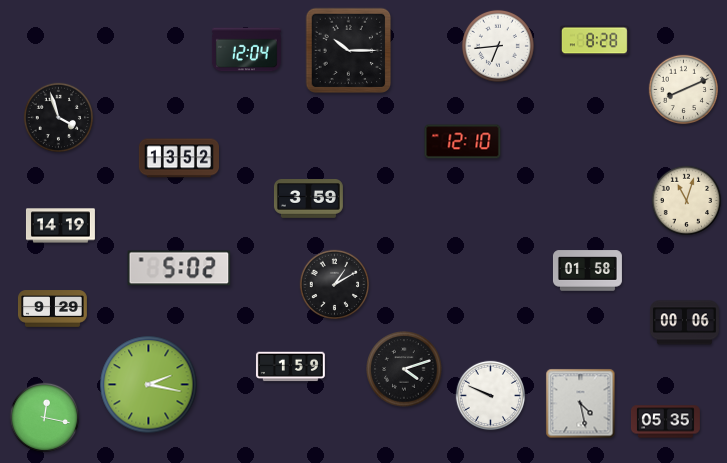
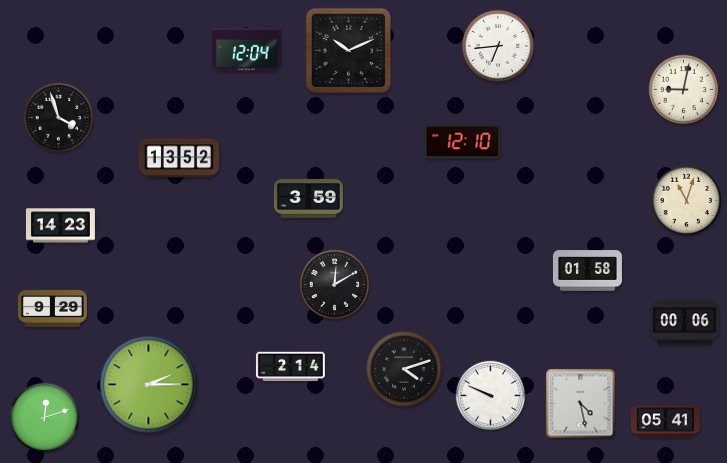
clock at (594, 41): 8:28 -> none
clock at (349, 51): 10:15 -> 10:11
clock at (684, 90): 8:11 -> 9:02
clock at (60, 226): 14:19 -> 14:23
clock at (179, 268): 5:02 -> none
clock at (335, 285): 1:10 -> 12:10
clock at (290, 367): 1:59 -> 2:14
clock at (149, 385): 2:17 -> 2:15
clock at (45, 418): 12:17 -> 12:12
clock at (665, 422): 05:35 -> 05:41
